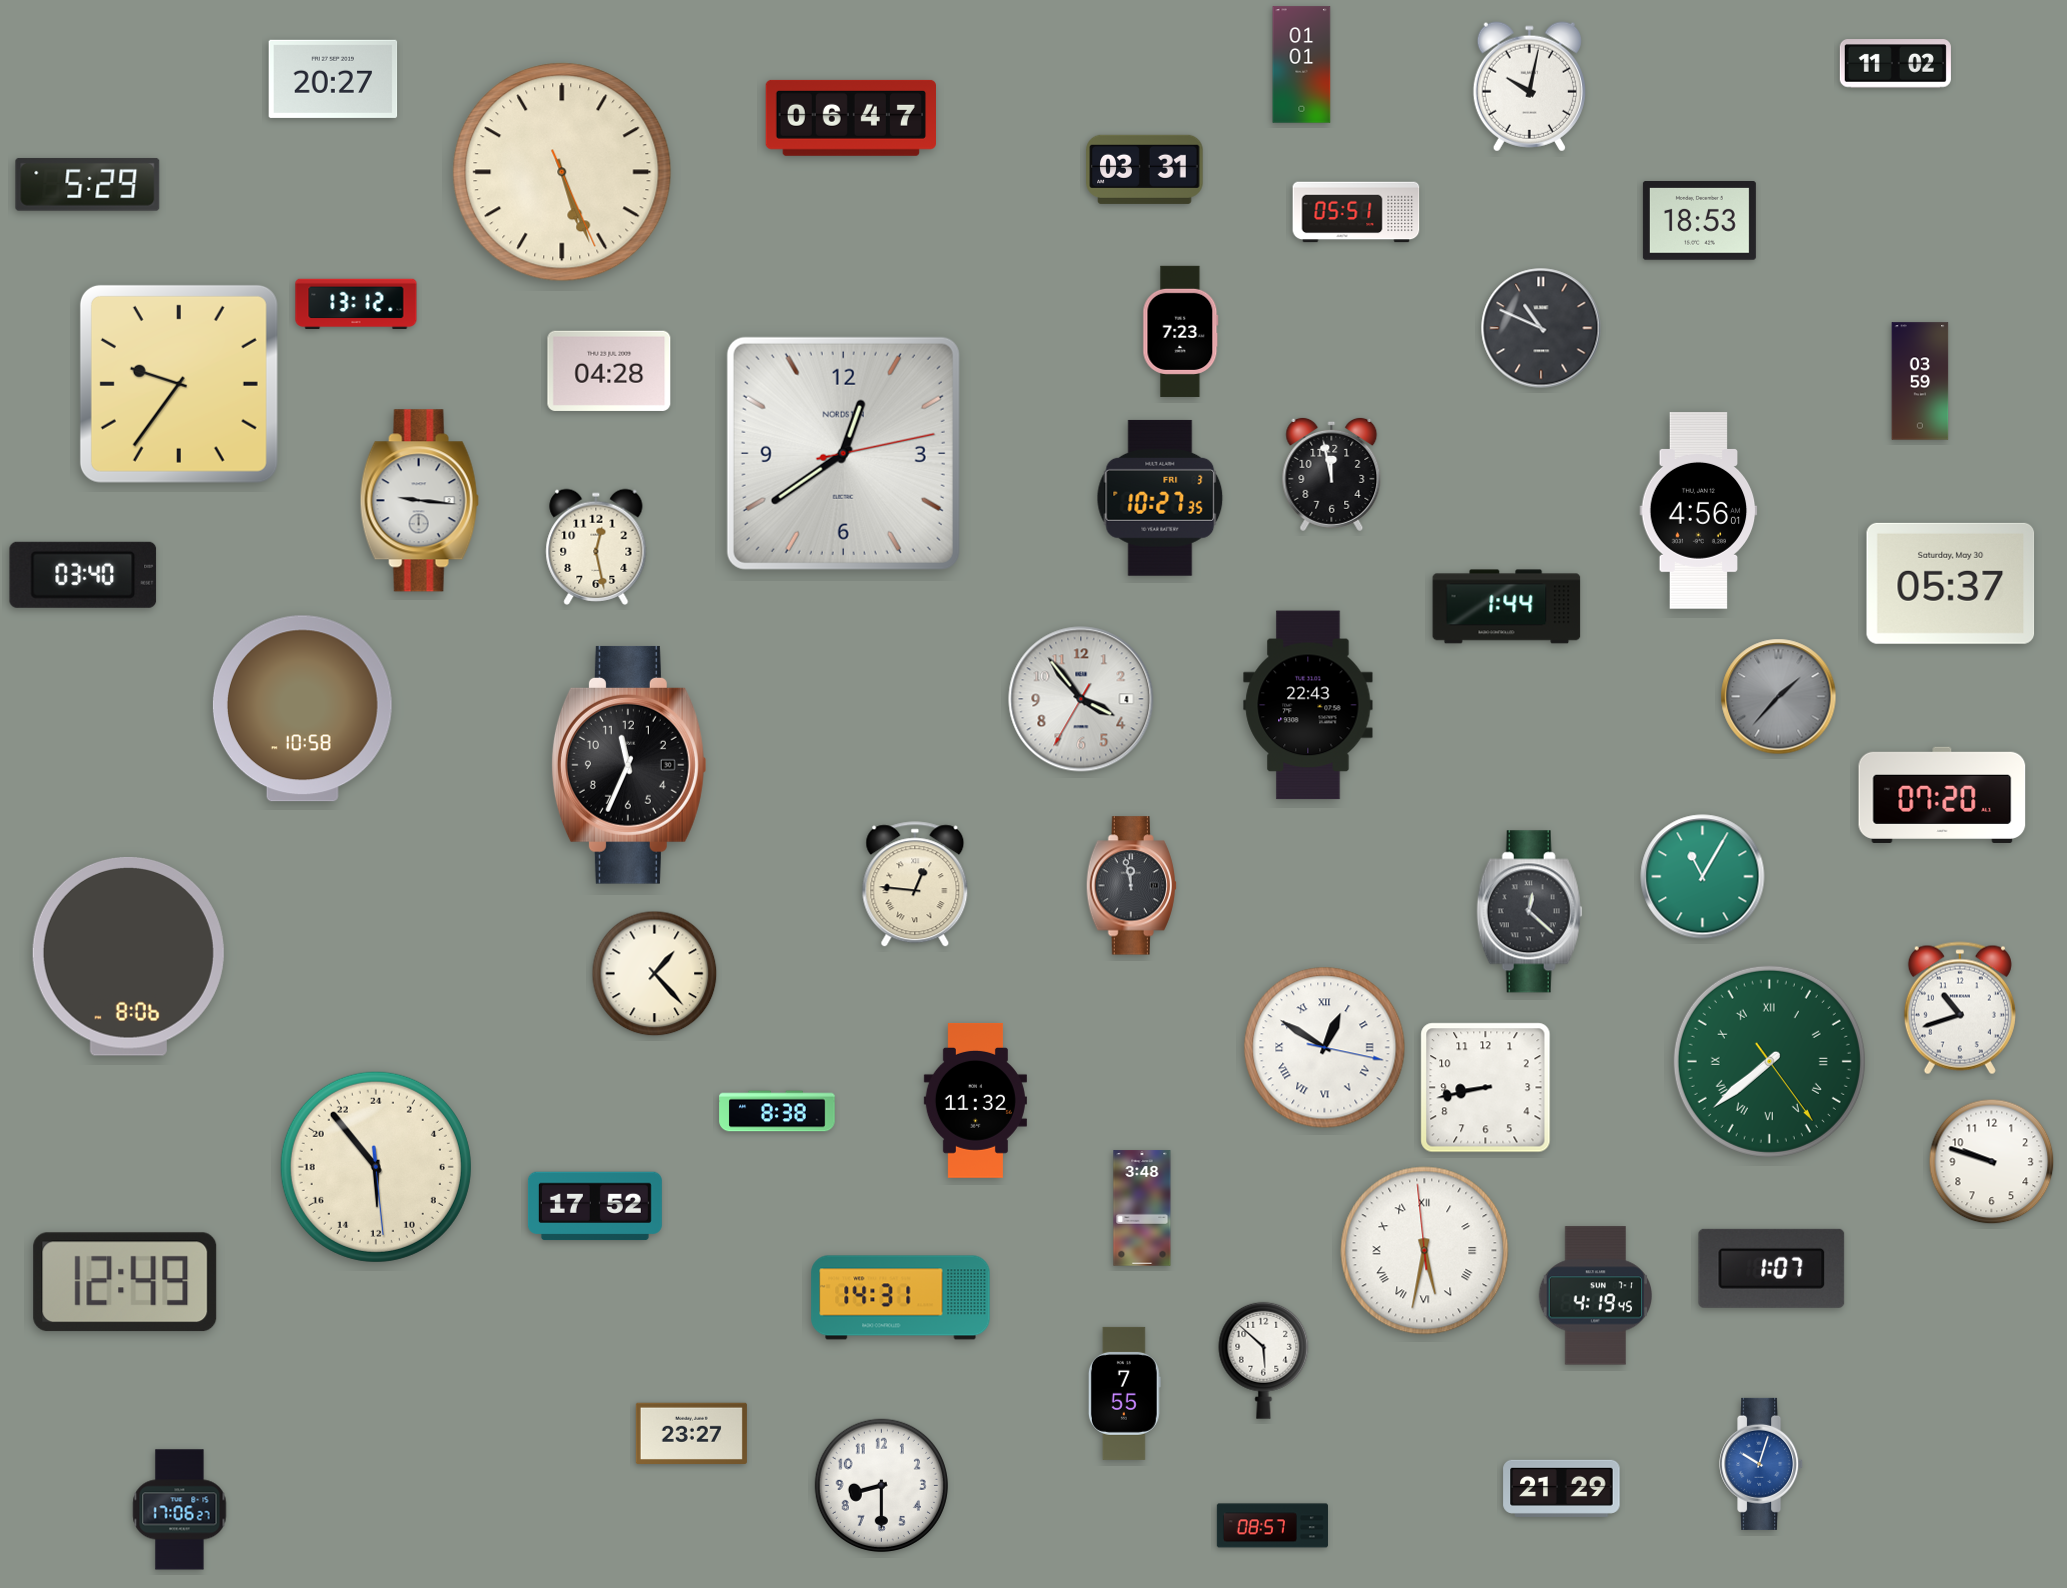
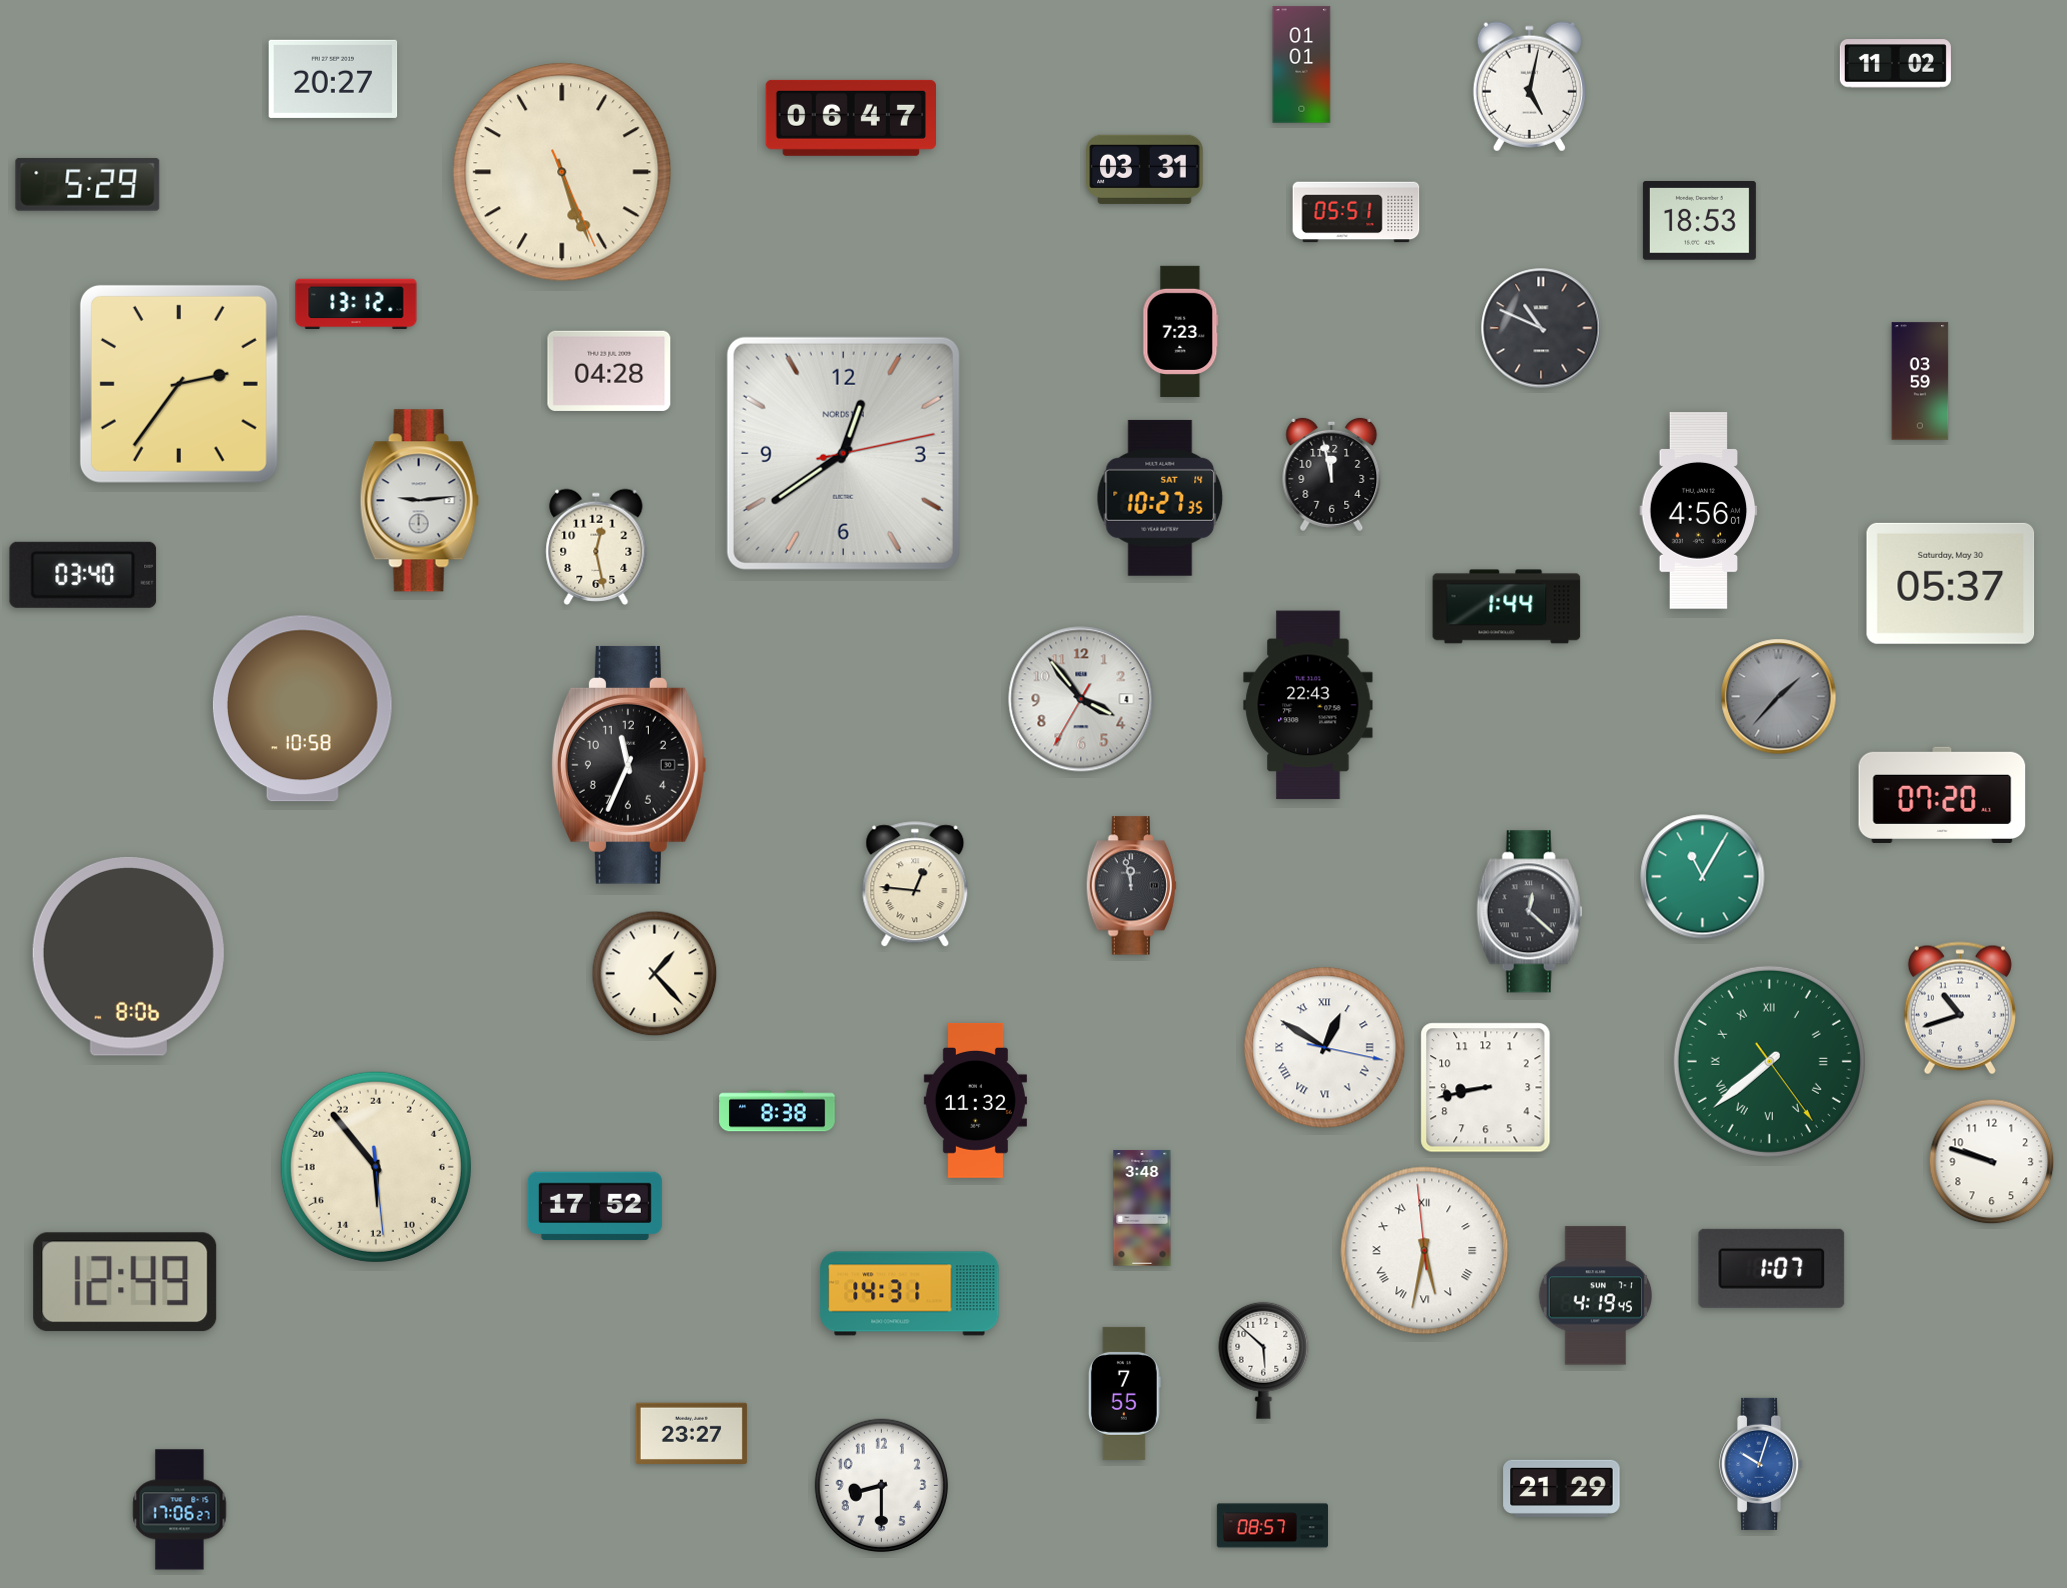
clock at (1529, 87): 10:02 -> 5:02
clock at (179, 384): 9:36 -> 2:36
clock at (1160, 498) date: FRI 3 -> SAT 14
clock at (419, 501): 9:16 -> 9:14
clock at (901, 1298) position: (901, 1298) -> (910, 1294)
